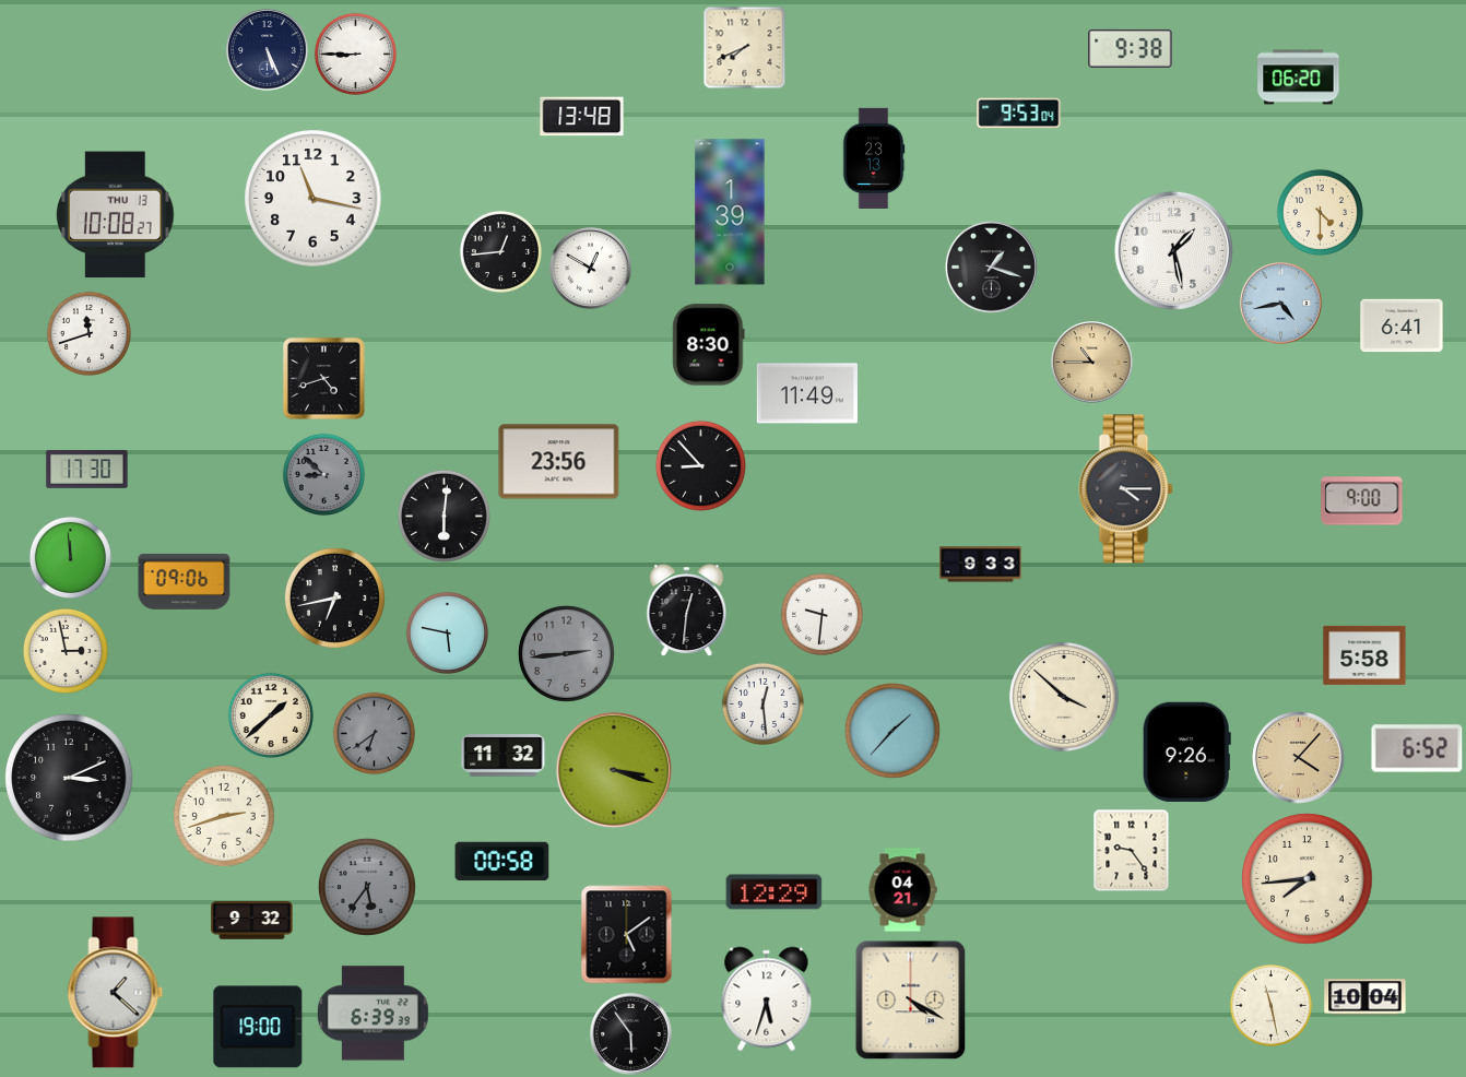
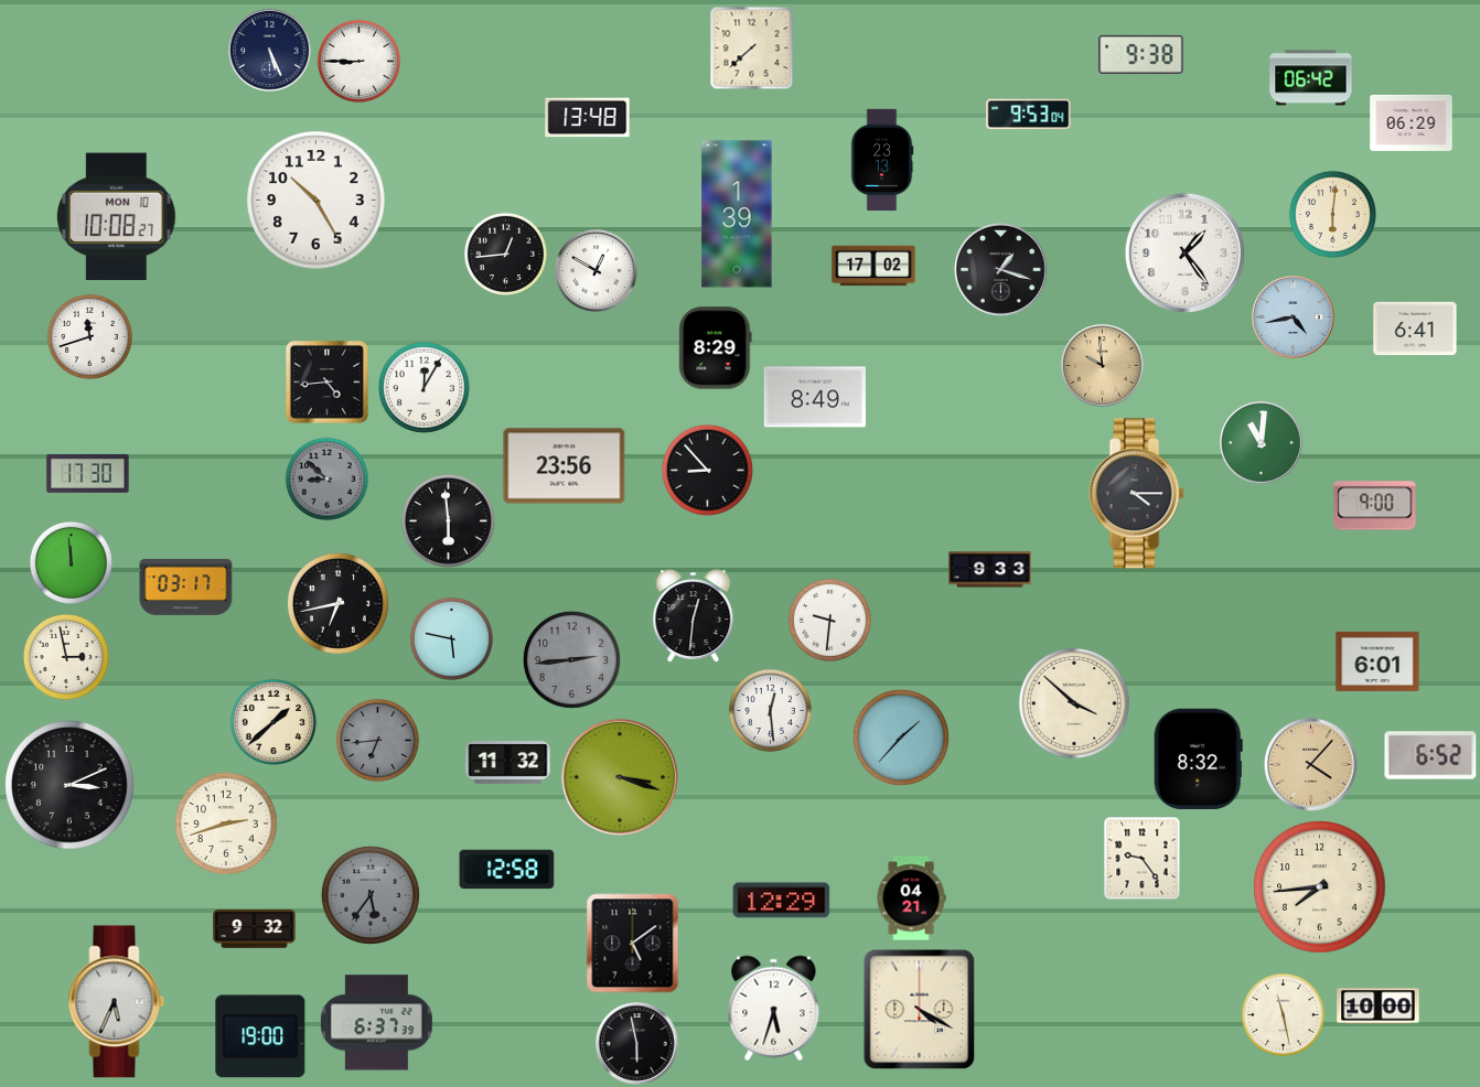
clock at (745, 48): 7:41 -> 7:38
clock at (1131, 48) position: (1131, 48) -> (1141, 54)
clock at (355, 54) position: (355, 54) -> (358, 61)
clock at (1299, 78): 06:20 -> 06:42
clock at (1412, 122): none -> 06:29
clock at (314, 199): 11:17 -> 10:25
clock at (1320, 212): 4:30 -> 6:01
clock at (116, 215) date: THU 13 -> MON 10
clock at (1173, 250): 1:28 -> 1:24
clock at (873, 266): none -> 17:02
clock at (1281, 304) position: (1281, 304) -> (1294, 318)
clock at (709, 345): 8:30 -> 8:29
clock at (1092, 363): 10:45 -> 9:59
clock at (323, 378): 4:42 -> 4:44
clock at (423, 387): none -> 12:05
clock at (807, 393): 11:49 -> 8:49
clock at (1262, 443): none -> 11:01
clock at (444, 516): 6:01 -> 5:59
clock at (185, 581): 09:06 -> 03:17
clock at (1364, 655): 5:58 -> 6:01
clock at (374, 733): 6:39 -> 6:44
clock at (1186, 751): 9:26 -> 8:32
clock at (503, 862): 00:58 -> 12:58
clock at (116, 993): 1:22 -> 5:34
clock at (1365, 997): 10:04 -> 10:00
clock at (373, 1014): 6:39 -> 6:37
clock at (631, 1034): 5:54 -> 5:58
